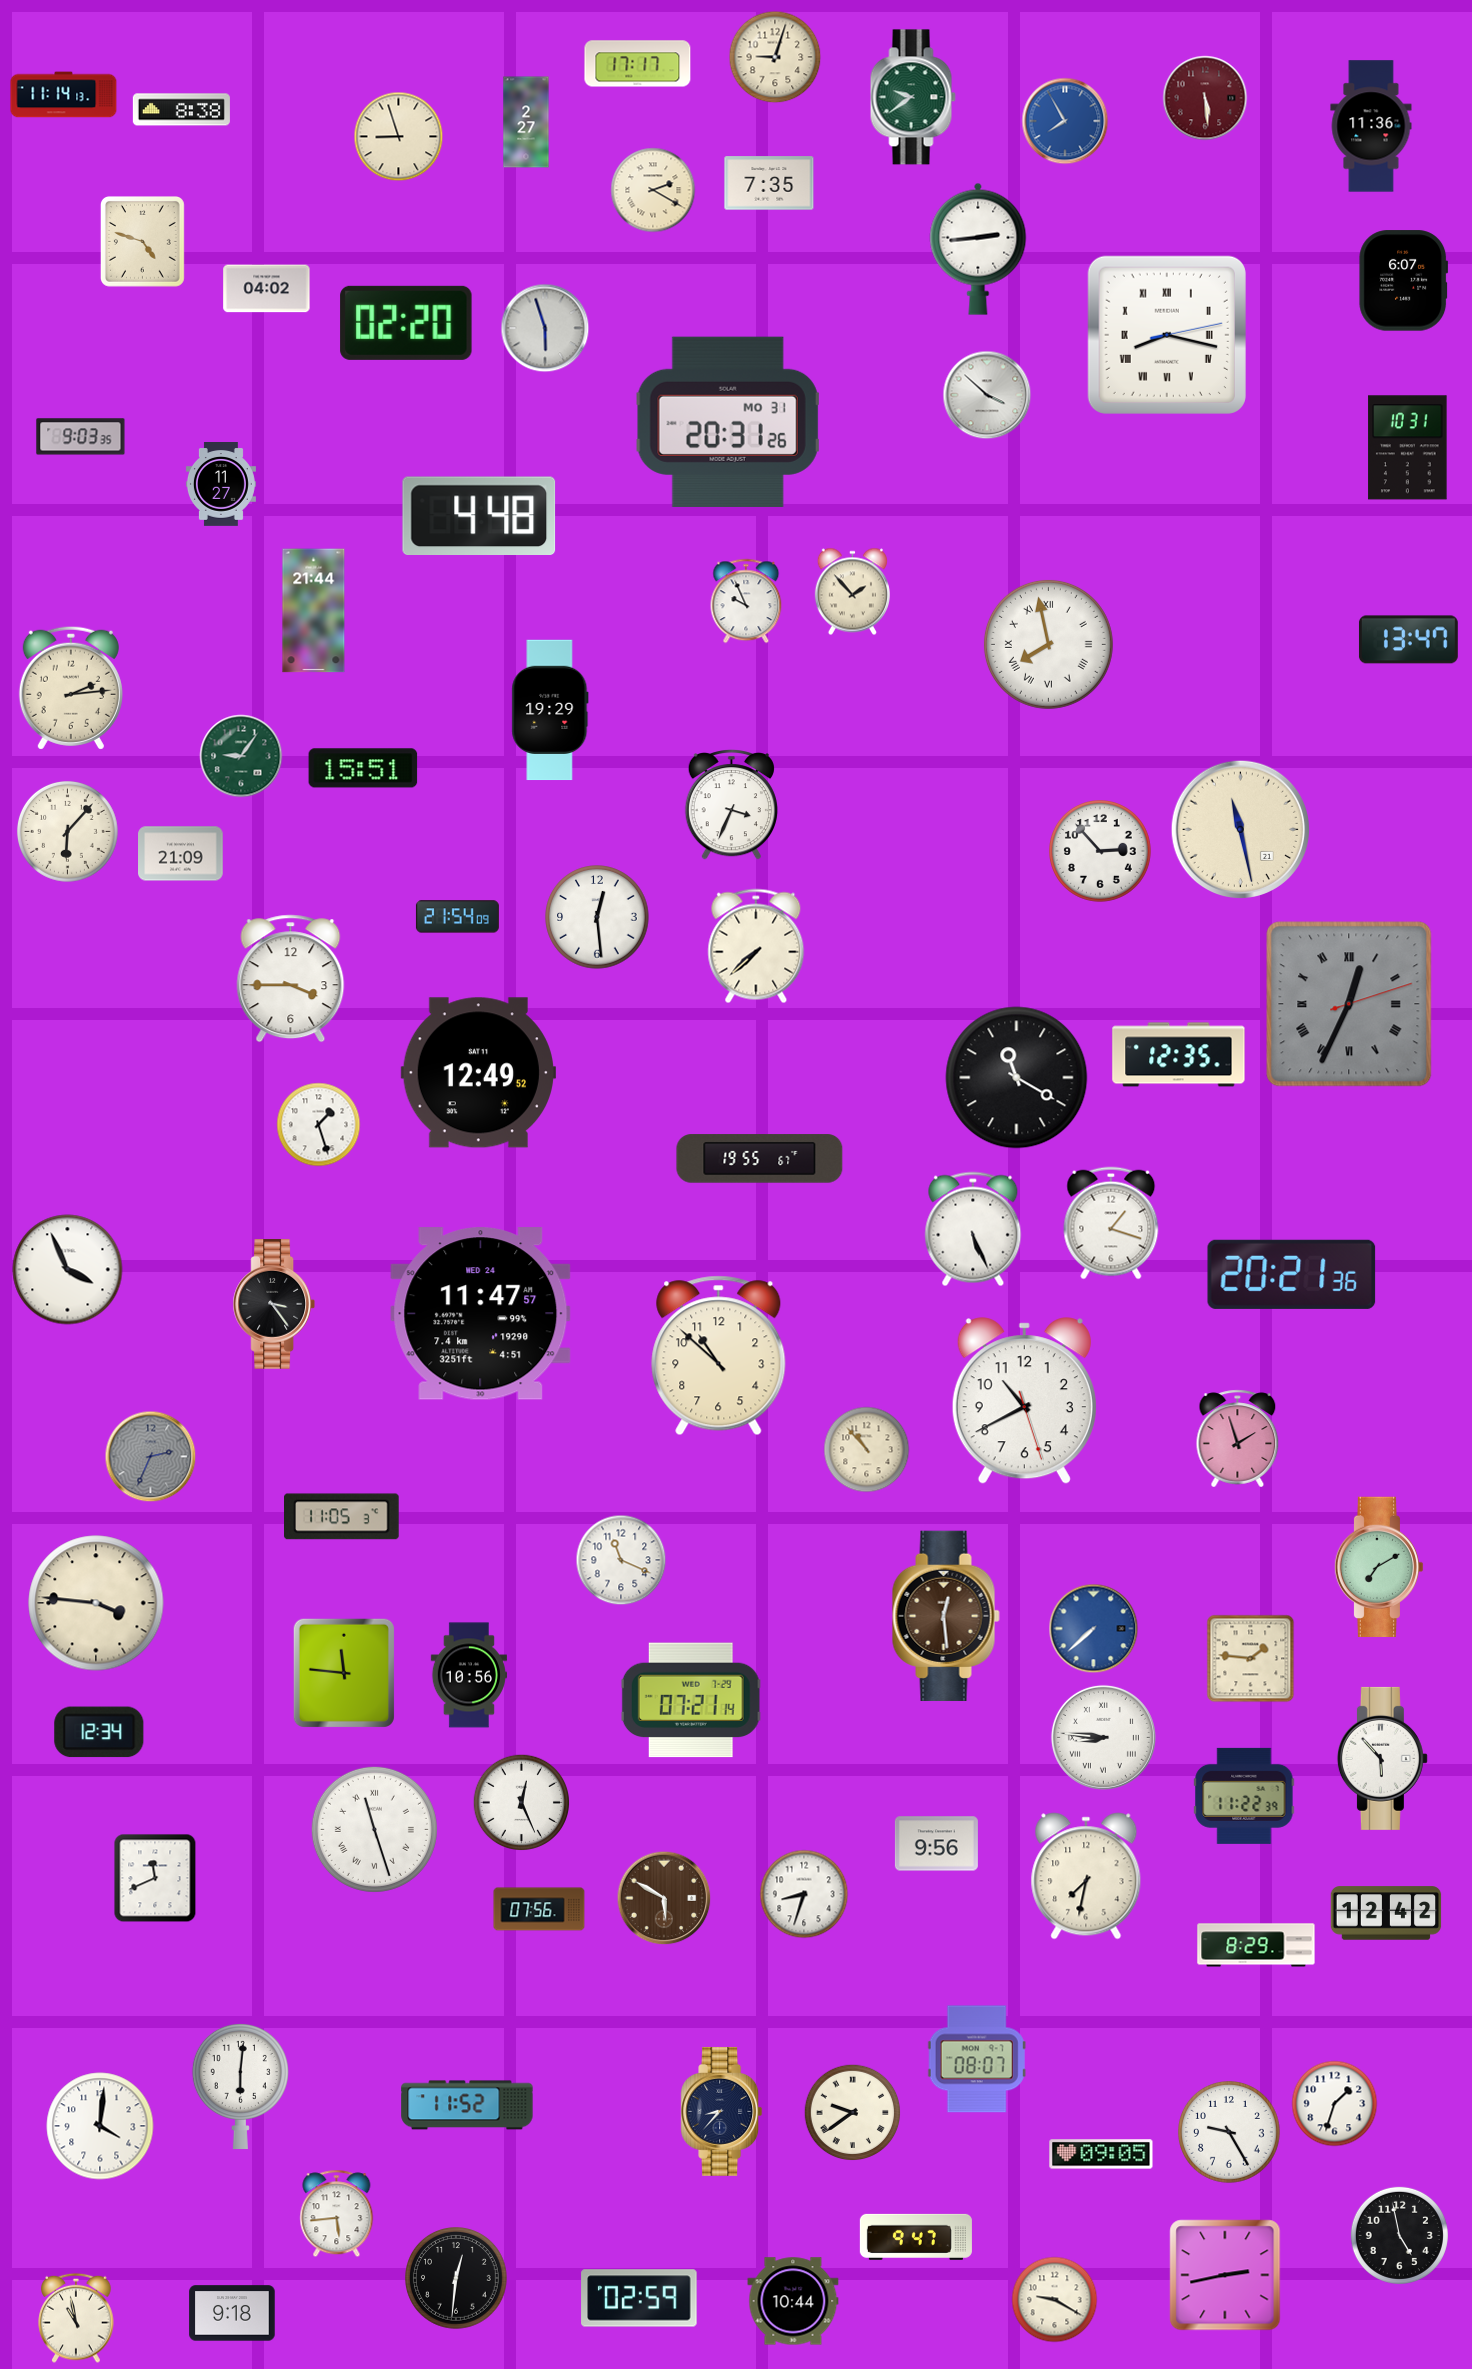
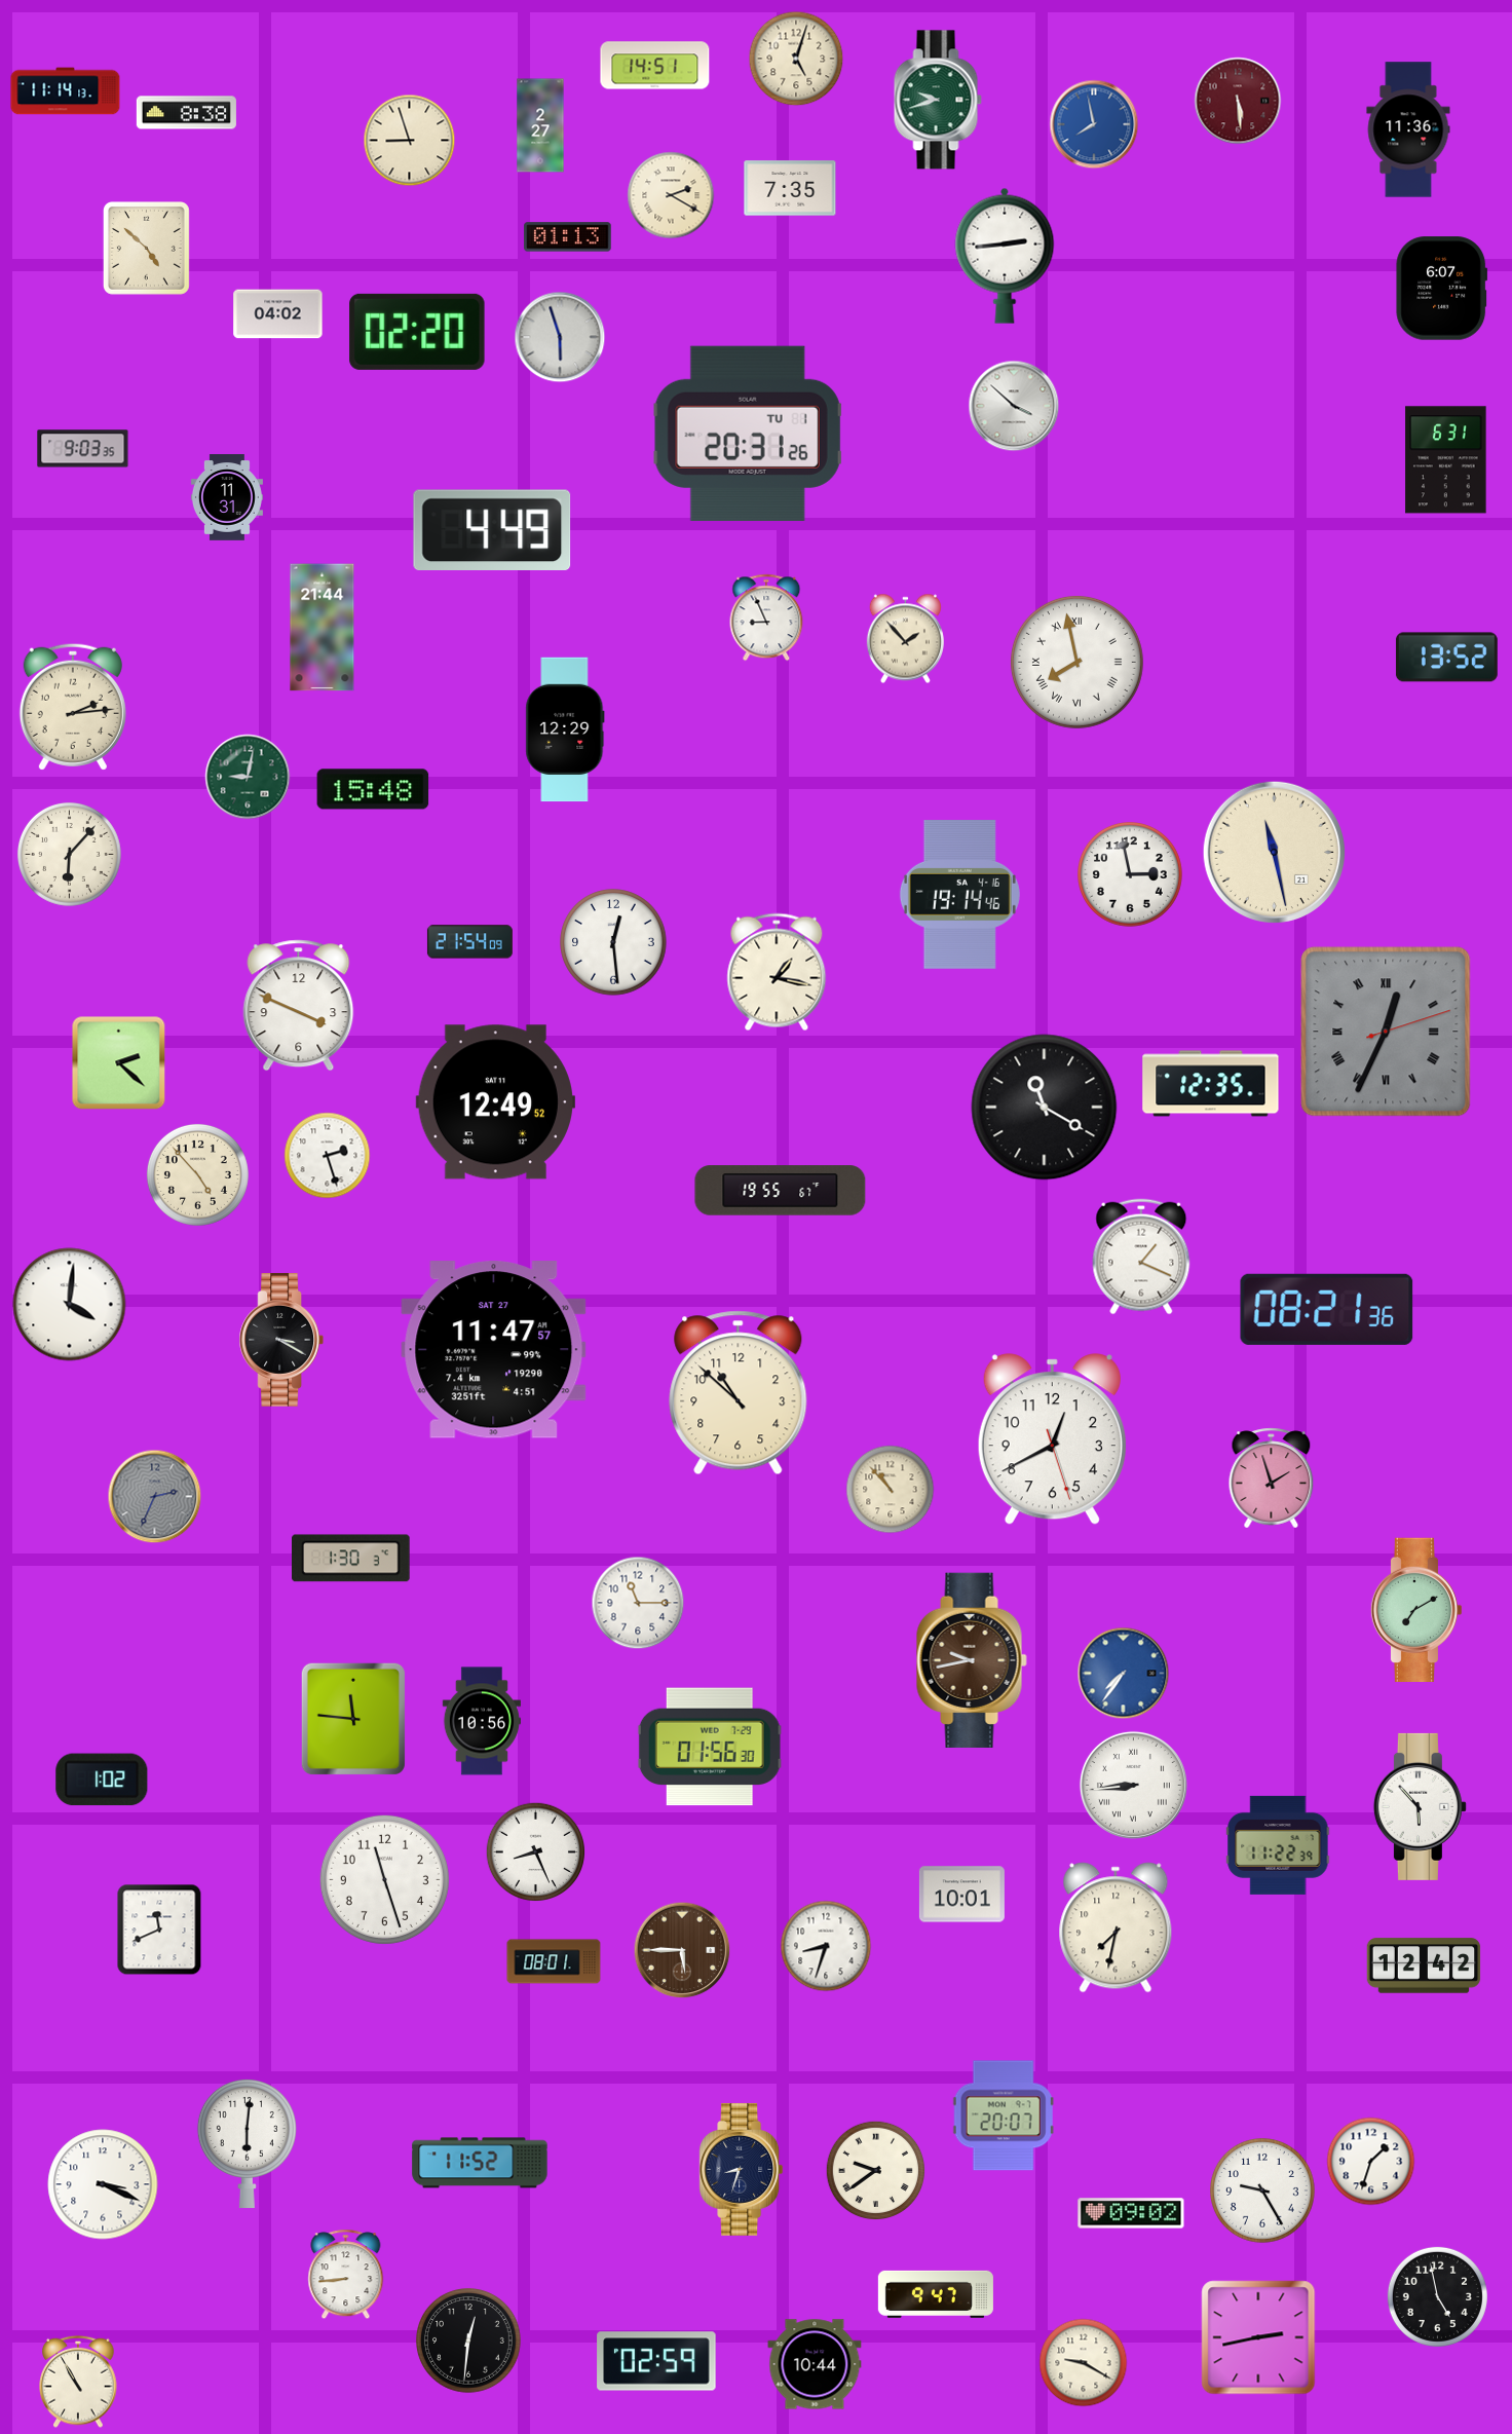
clock at (775, 57): 9:03 -> 5:03
clock at (638, 64): 17:17 -> 14:51
clock at (64, 95) position: (64, 95) -> (66, 91)
clock at (913, 97): 9:39 -> 9:42
clock at (1065, 121): 7:55 -> 7:58
clock at (568, 237): none -> 01:13
clock at (142, 242): 4:48 -> 4:52
clock at (267, 289) position: (267, 289) -> (278, 314)
clock at (1167, 335): 8:17 -> none
clock at (728, 422) date: MO 31 -> TU 1
clock at (1408, 448): 10:31 -> 6:31
clock at (221, 485): 11:27 -> 11:31
clock at (479, 515): 4:48 -> 4:49
clock at (852, 592) position: (852, 592) -> (905, 639)
clock at (746, 601): 9:56 -> 8:56
clock at (1408, 640): 13:47 -> 13:52
clock at (550, 710): 19:29 -> 12:29
clock at (241, 756): 9:06 -> 9:02
clock at (363, 768): 15:51 -> 15:48
clock at (731, 805): 3:34 -> none
clock at (1101, 852): 2:53 -> 2:58
clock at (181, 854): 21:09 -> none
clock at (959, 895): none -> 19:14
clock at (756, 946): 7:38 -> 1:17
clock at (291, 979): 3:45 -> 3:49
clock at (119, 1063): none -> 2:22
clock at (478, 1073) position: (478, 1073) -> (495, 1102)
clock at (319, 1125): 1:27 -> 2:27
clock at (197, 1174): none -> 4:53
clock at (1111, 1223): 1:18 -> 1:19
clock at (973, 1229): 5:26 -> none
clock at (68, 1270): 3:56 -> 4:01
clock at (1292, 1274): 20:21 -> 08:21
clock at (273, 1304): 3:24 -> 3:20
clock at (481, 1314) date: WED 24 -> SAT 27
clock at (1024, 1401): 10:40 -> 12:40
clock at (342, 1517): 11:05 -> 1:30
clock at (621, 1560): 11:19 -> 11:15
clock at (96, 1603): 3:46 -> none
clock at (946, 1616): 12:29 -> 9:43
clock at (1094, 1629): 7:38 -> 7:36
clock at (1251, 1659): 1:46 -> none
clock at (691, 1700): 07:21 -> 01:56
clock at (99, 1732): 12:34 -> 1:02
clock at (1103, 1737): 8:46 -> 8:44
clock at (521, 1802): 12:26 -> 8:26
clock at (374, 1829) numerals: Roman -> Arabic
clock at (936, 1844): 9:56 -> 10:01
clock at (664, 1898): 5:50 -> 5:45
clock at (539, 1909): 07:56 -> 08:01
clock at (1256, 1945): 8:29 -> none
clock at (977, 2059): 08:07 -> 20:07
clock at (722, 2111): 8:37 -> 8:33
clock at (100, 2126): 4:01 -> 3:19
clock at (1101, 2154): 09:05 -> 09:02
clock at (337, 2214): 5:44 -> 8:44
clock at (916, 2237) position: (916, 2237) -> (936, 2294)
clock at (232, 2313): 9:18 -> none
clock at (76, 2318): 10:58 -> 10:55
